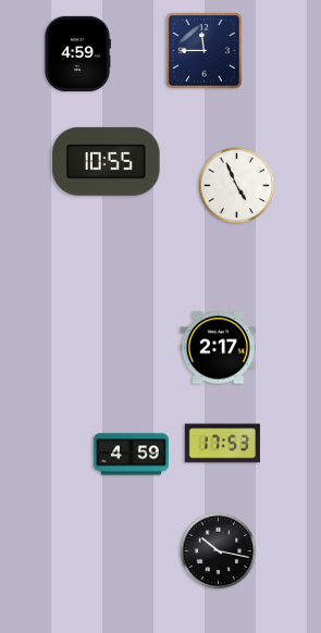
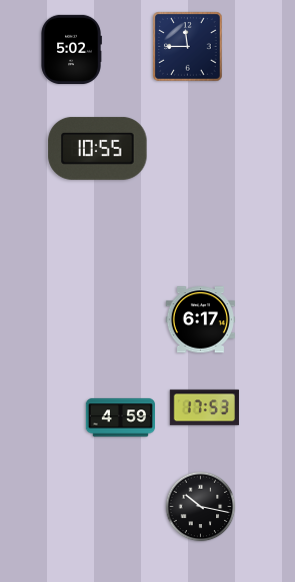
clock at (77, 53): 4:59 -> 5:02
clock at (237, 186): 4:56 -> none
clock at (218, 348): 2:17 -> 6:17
